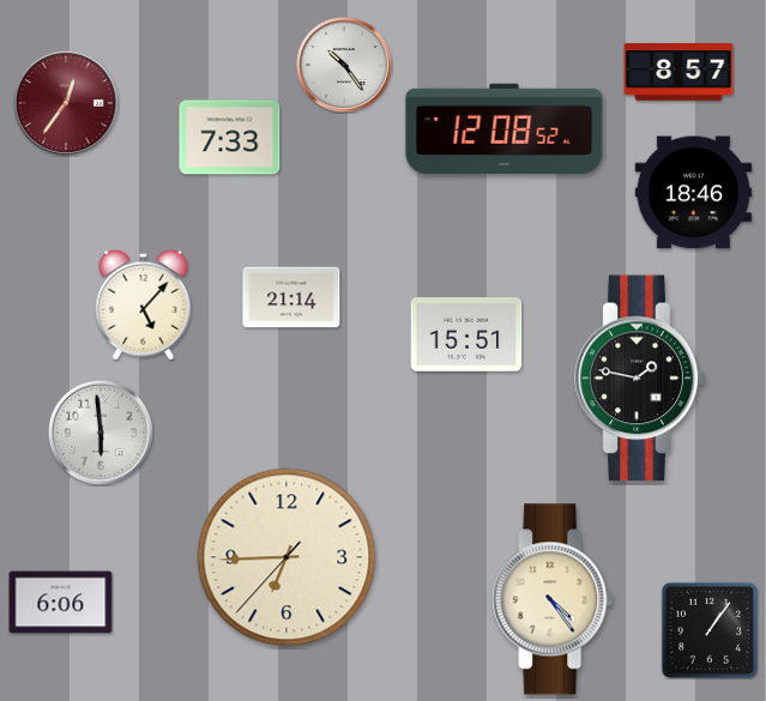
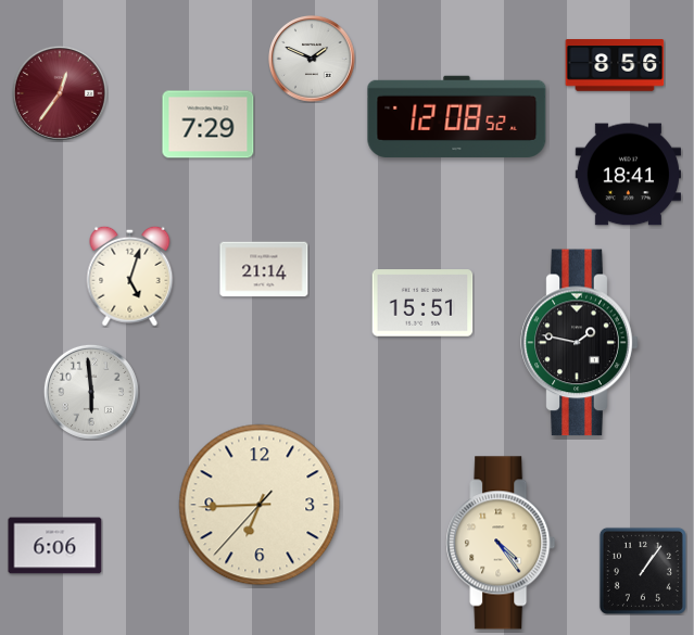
clock at (345, 66): 10:24 -> 1:49
clock at (678, 72): 8:57 -> 8:56
clock at (230, 138): 7:33 -> 7:29
clock at (693, 193): 18:46 -> 18:41
clock at (144, 304): 5:07 -> 5:03
